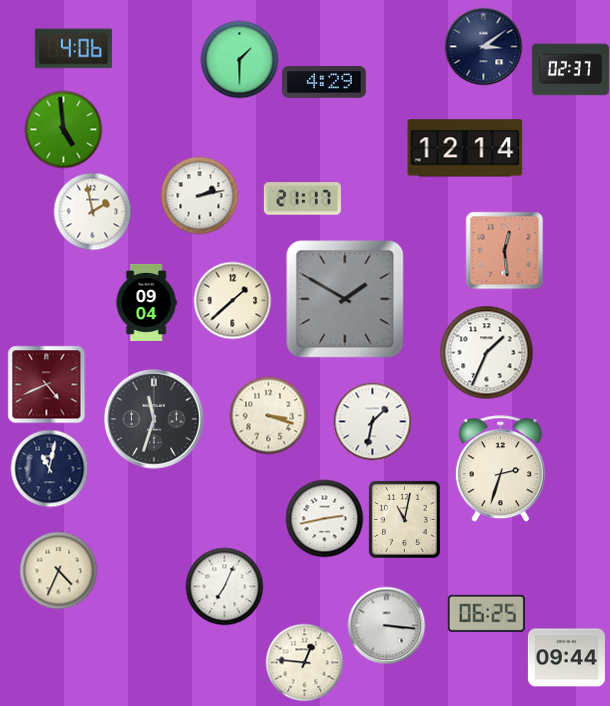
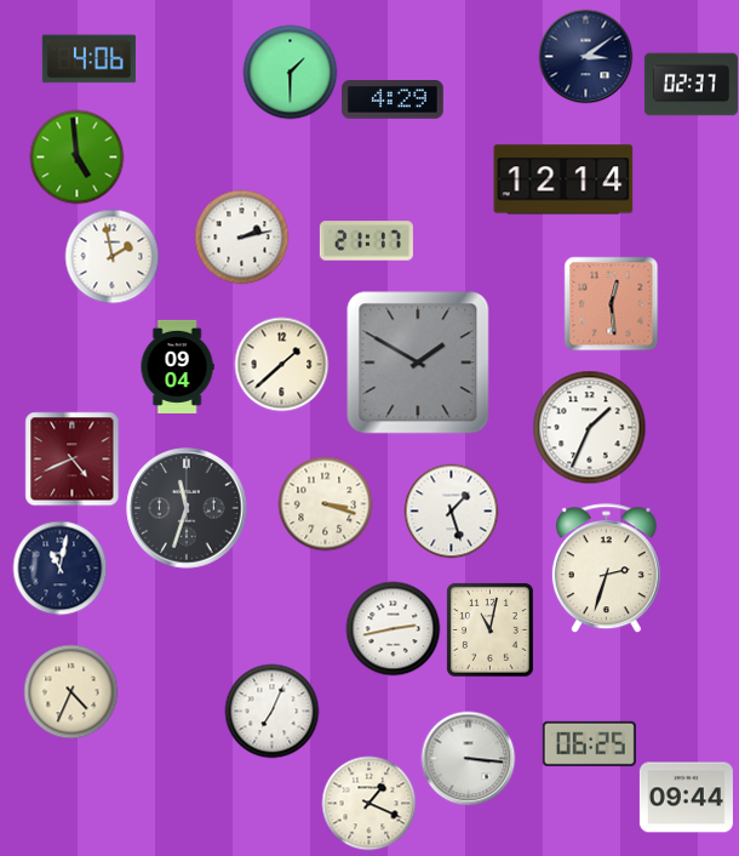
clock at (46, 384) position: (46, 384) -> (71, 458)
clock at (372, 421): 1:32 -> 1:27
clock at (304, 662): 12:46 -> 1:19
